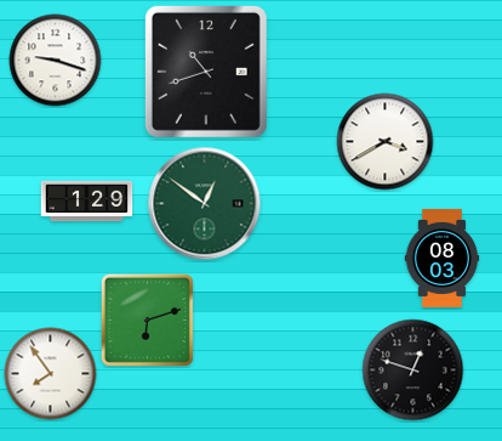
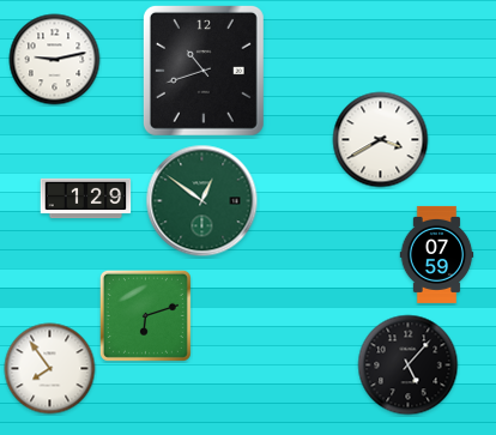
clock at (56, 61): 9:18 -> 9:13
clock at (443, 258): 08:03 -> 07:59
clock at (413, 371): 12:48 -> 5:07
